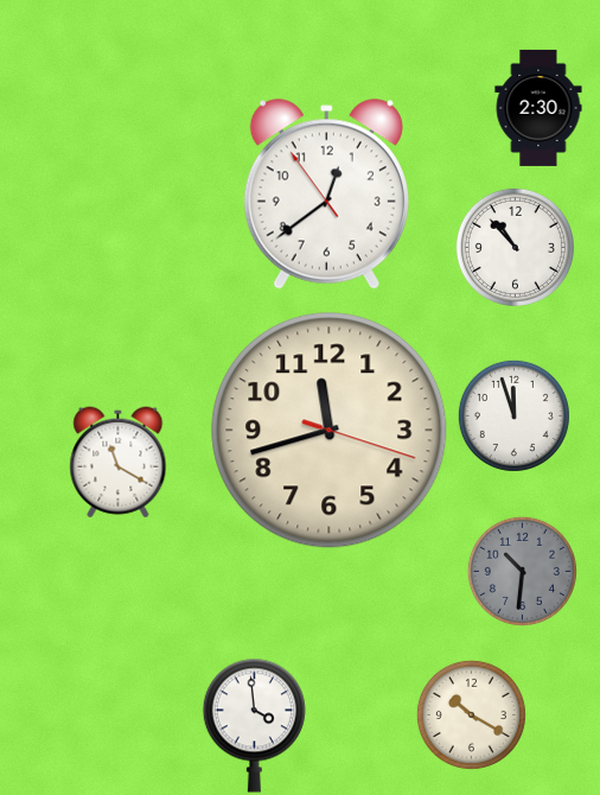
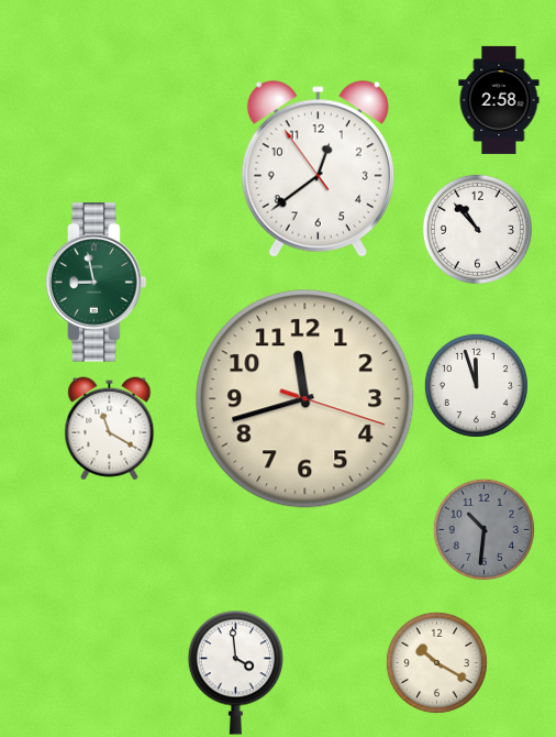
clock at (538, 108): 2:30 -> 2:58
clock at (326, 195) position: (326, 195) -> (318, 169)
clock at (97, 283): none -> 8:58
